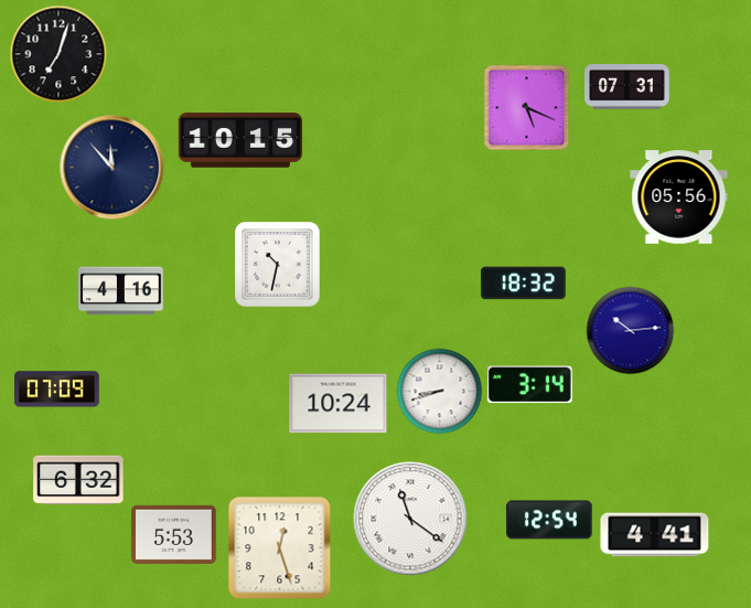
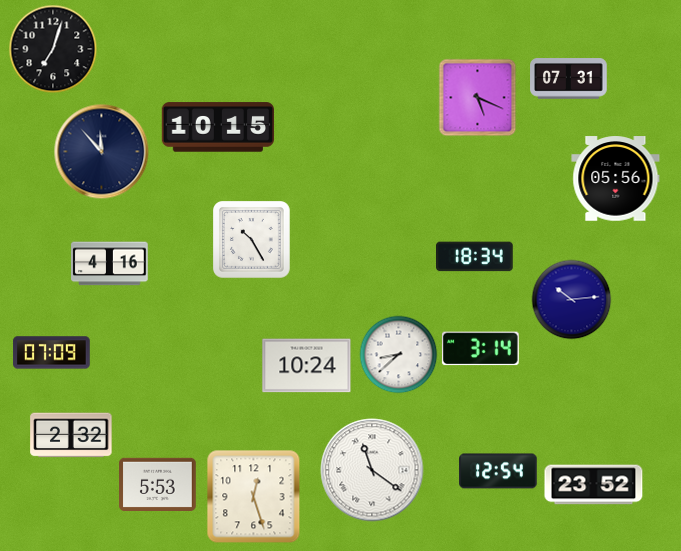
clock at (278, 265): 10:32 -> 10:25
clock at (524, 284): 18:32 -> 18:34
clock at (439, 391): 8:42 -> 8:38
clock at (78, 480): 6:32 -> 2:32
clock at (655, 535): 4:41 -> 23:52
